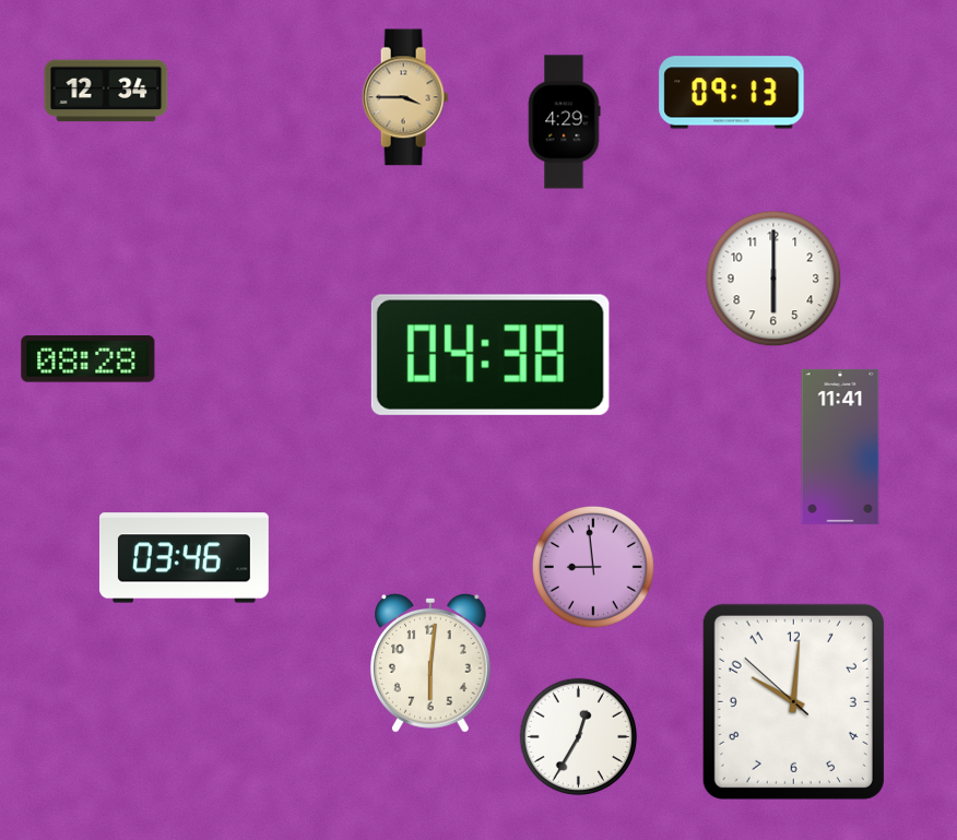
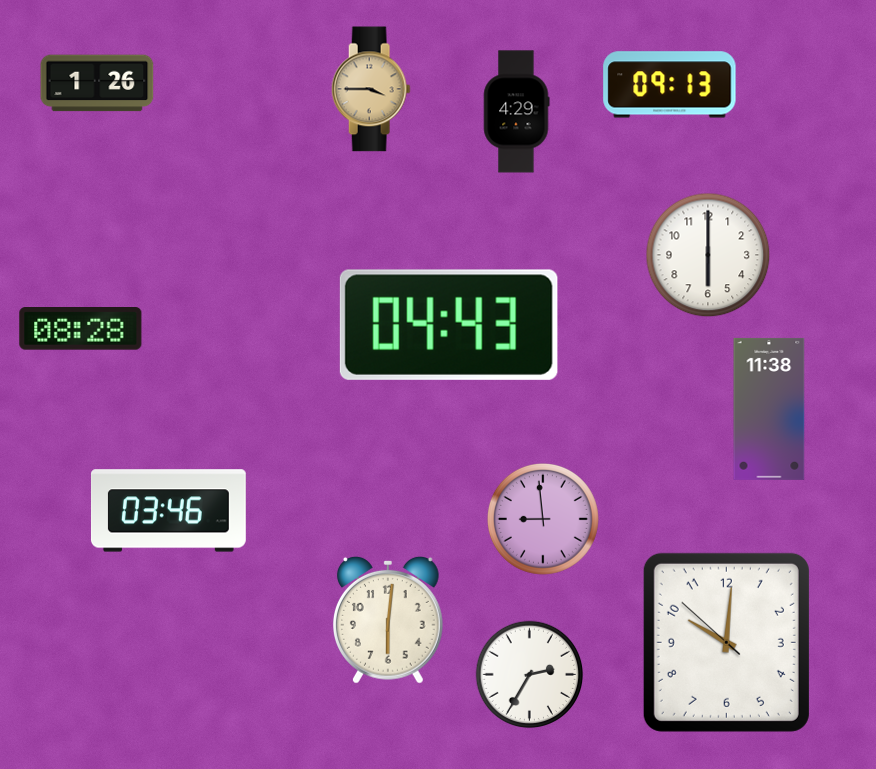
clock at (106, 91): 12:34 -> 1:26
clock at (491, 355): 04:38 -> 04:43
clock at (840, 447): 11:41 -> 11:38
clock at (432, 664) position: (432, 664) -> (389, 621)
clock at (579, 737): 12:35 -> 2:35
